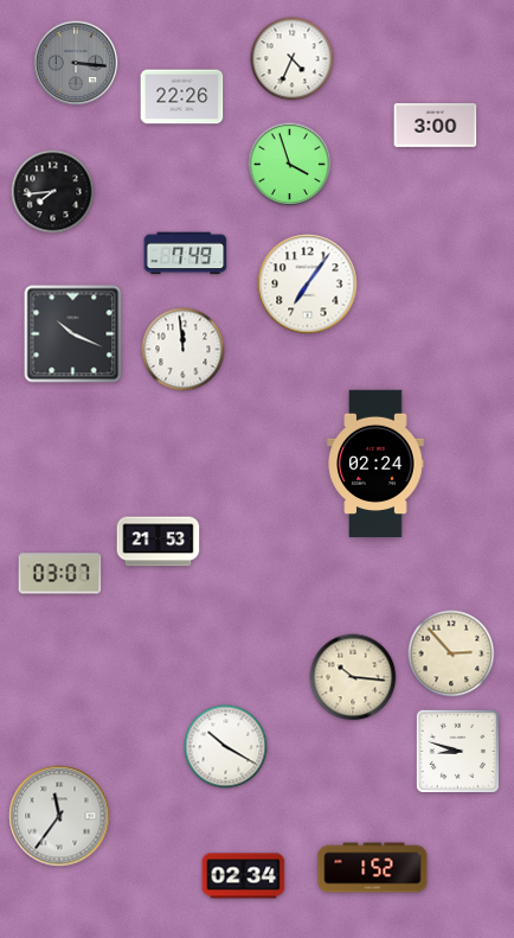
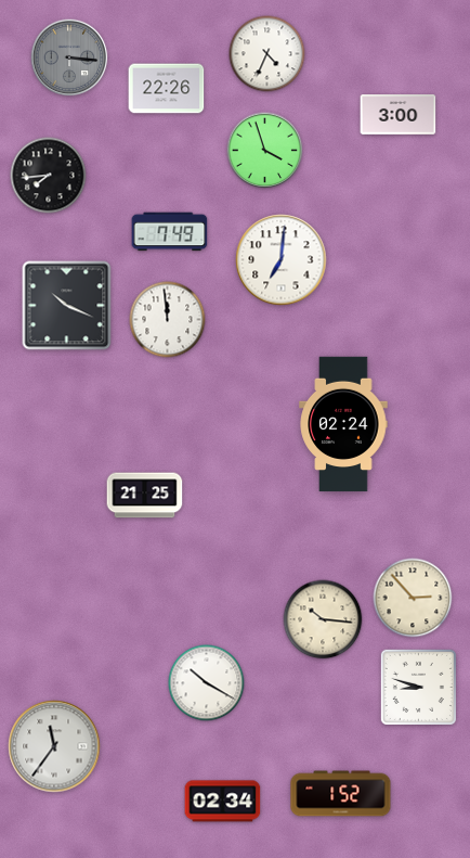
clock at (308, 285): 7:06 -> 7:01
clock at (159, 542): 21:53 -> 21:25
clock at (60, 574): 03:07 -> none
